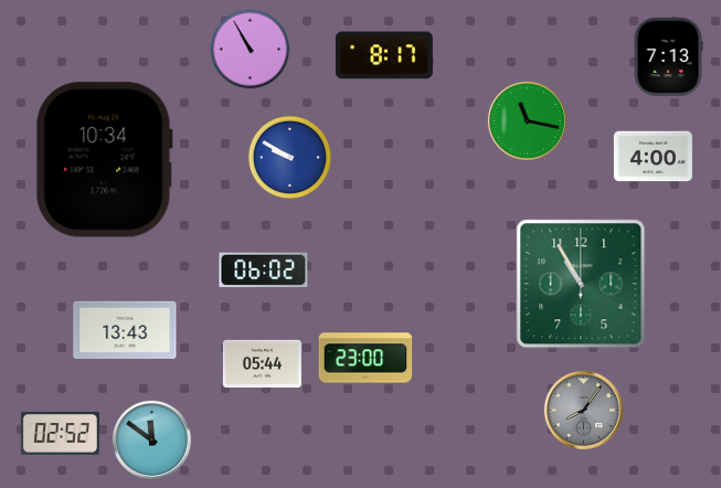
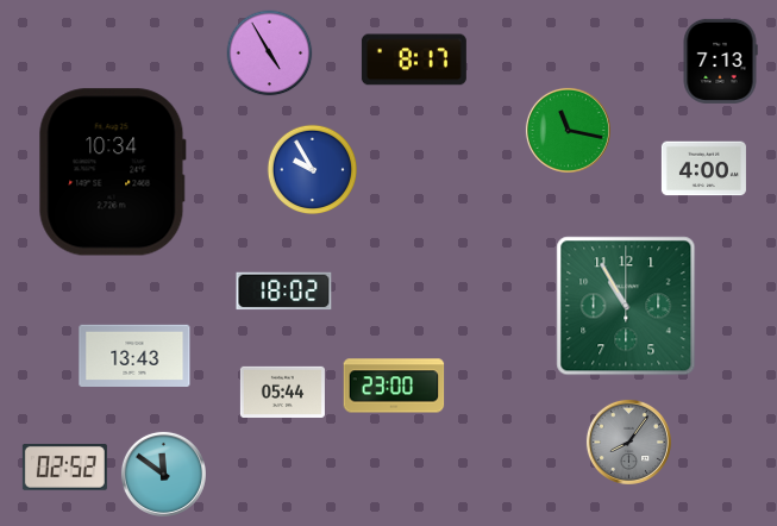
clock at (251, 50): 10:55 -> 4:55
clock at (290, 158): 9:50 -> 9:55
clock at (264, 270): 06:02 -> 18:02
